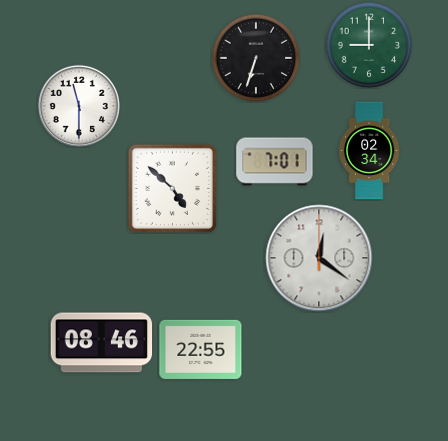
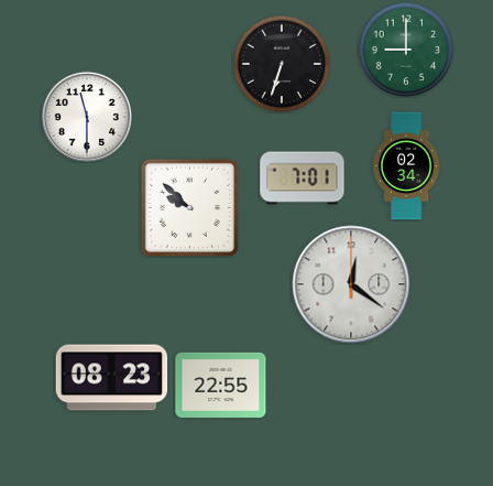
clock at (172, 188): 4:52 -> 9:52
clock at (102, 343): 08:46 -> 08:23
